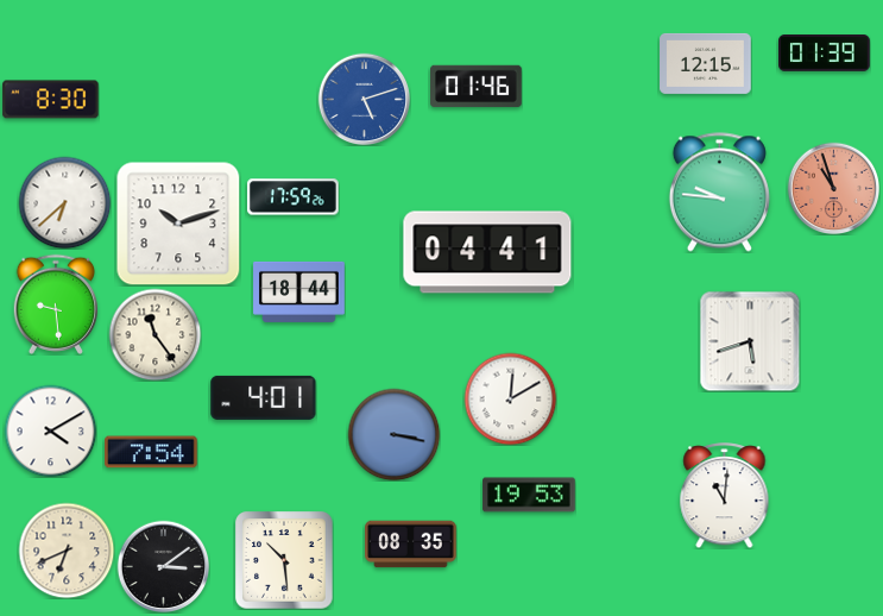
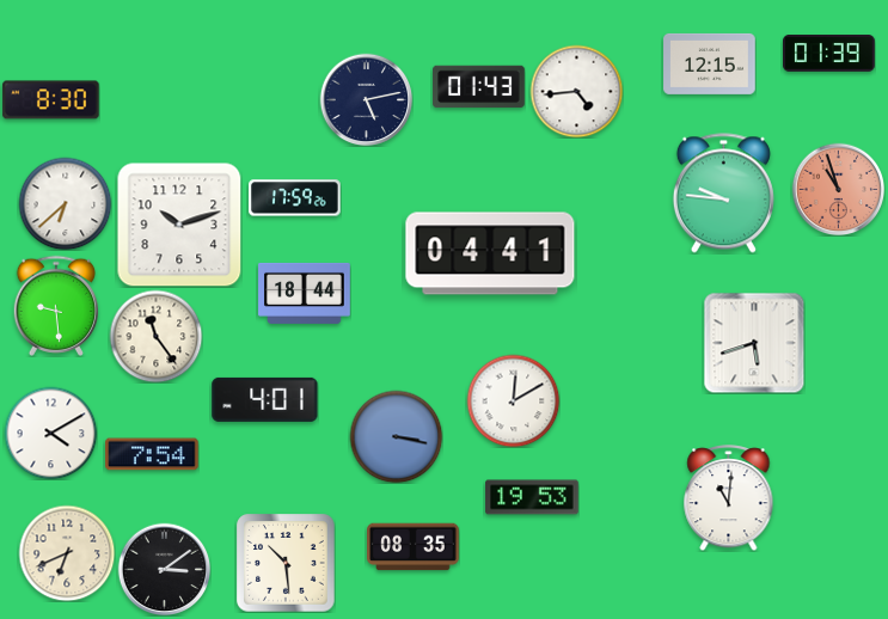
clock at (477, 87): 01:46 -> 01:43
clock at (576, 91): none -> 4:44
clock at (364, 99): 5:12 -> 5:13
clock at (364, 99) dial: blue -> navy
clock at (299, 291) position: (299, 291) -> (305, 293)
